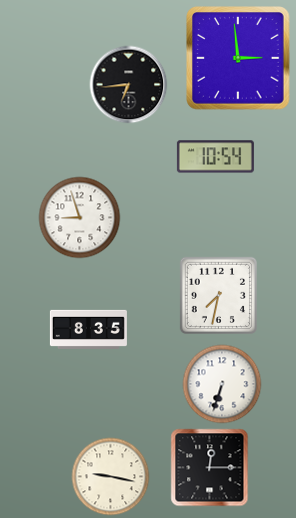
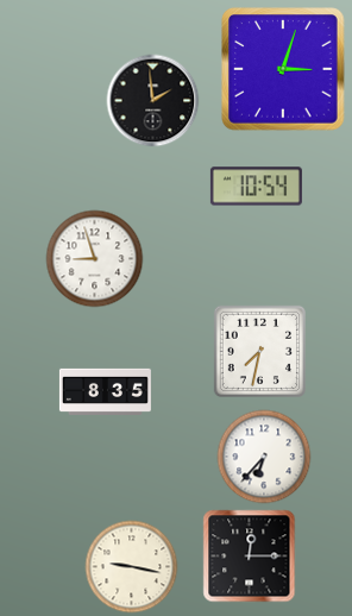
clock at (238, 58): 2:59 -> 3:03
clock at (128, 84): 6:44 -> 1:59
clock at (222, 384): 6:33 -> 6:37
